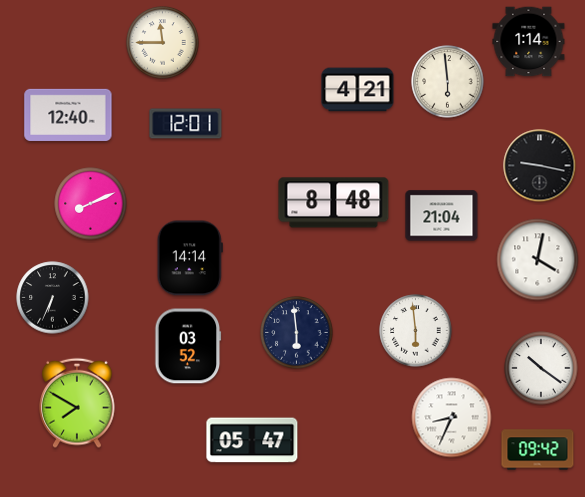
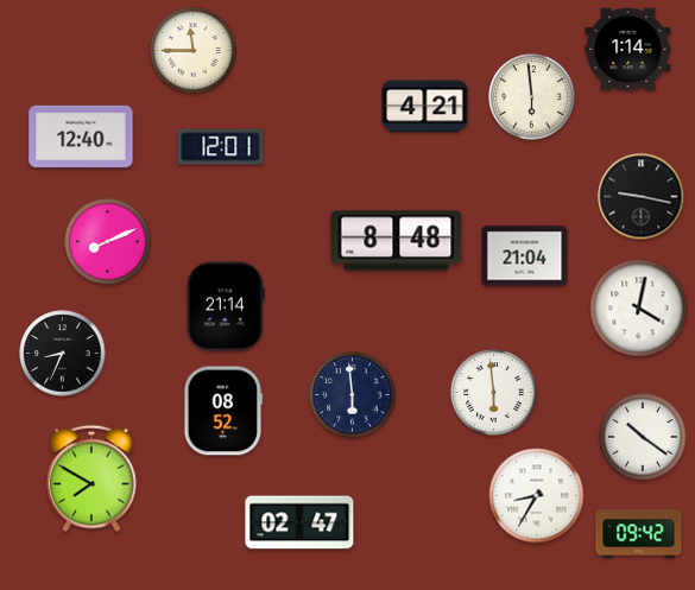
clock at (190, 258): 14:14 -> 21:14
clock at (53, 298): 6:34 -> 8:34
clock at (188, 346): 03:52 -> 08:52
clock at (452, 418): 8:34 -> 8:35
clock at (252, 440): 05:47 -> 02:47
